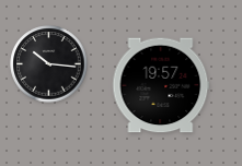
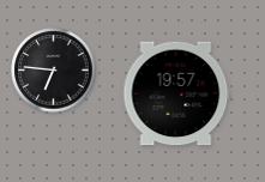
clock at (49, 64): 10:16 -> 6:46
